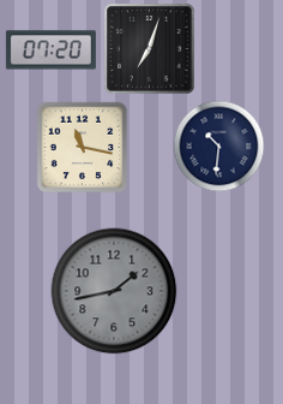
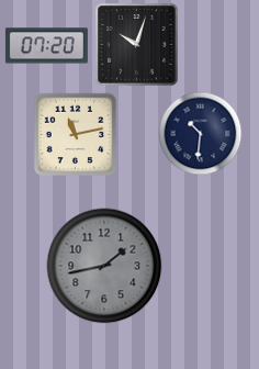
clock at (150, 49): 7:03 -> 10:03
clock at (83, 148): 11:17 -> 11:13
